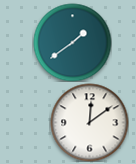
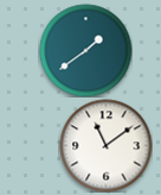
clock at (89, 122): 12:09 -> 11:09
